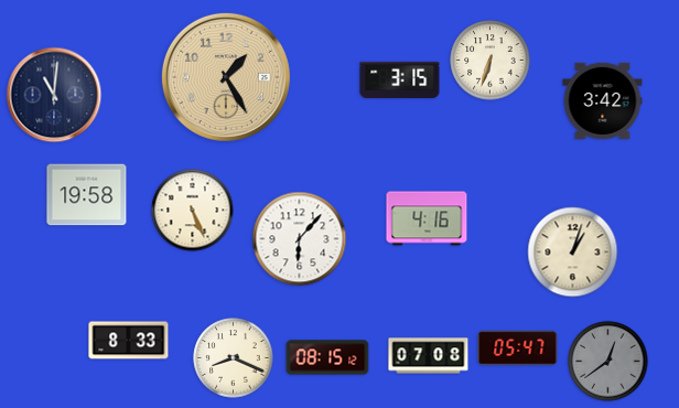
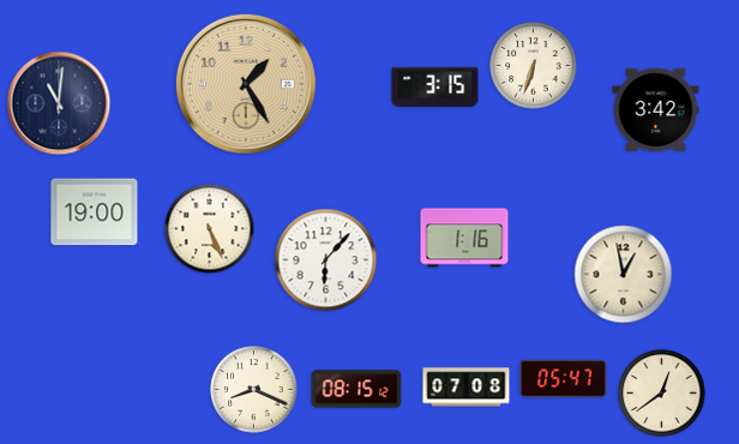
clock at (87, 195): 19:58 -> 19:00
clock at (427, 218): 4:16 -> 1:16
clock at (573, 253): 1:03 -> 12:58
clock at (129, 341): 8:33 -> none
clock at (608, 362) dial: grey -> cream
